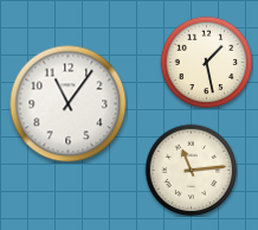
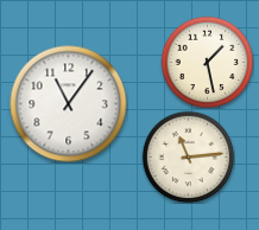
clock at (191, 170) position: (191, 170) -> (188, 156)
